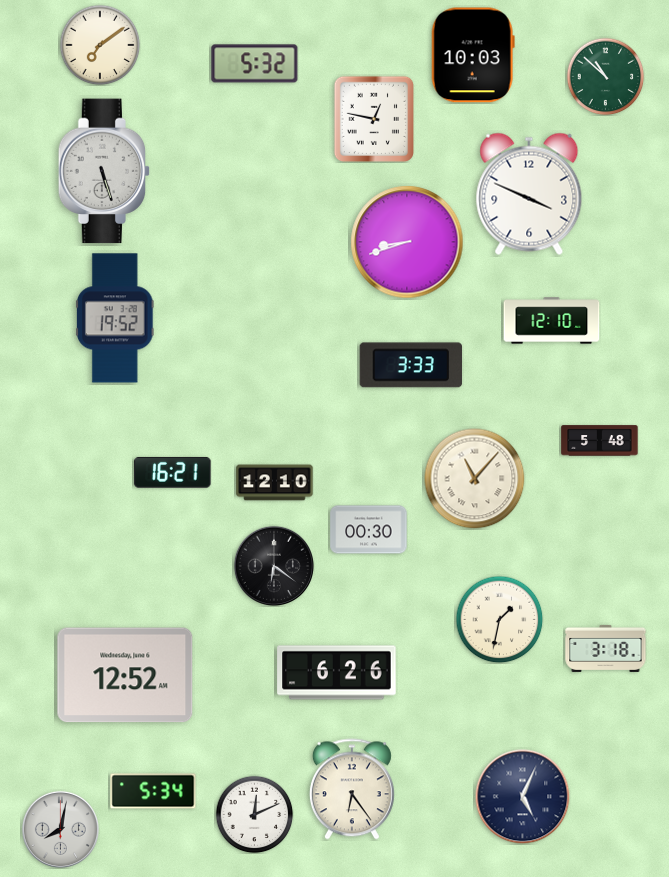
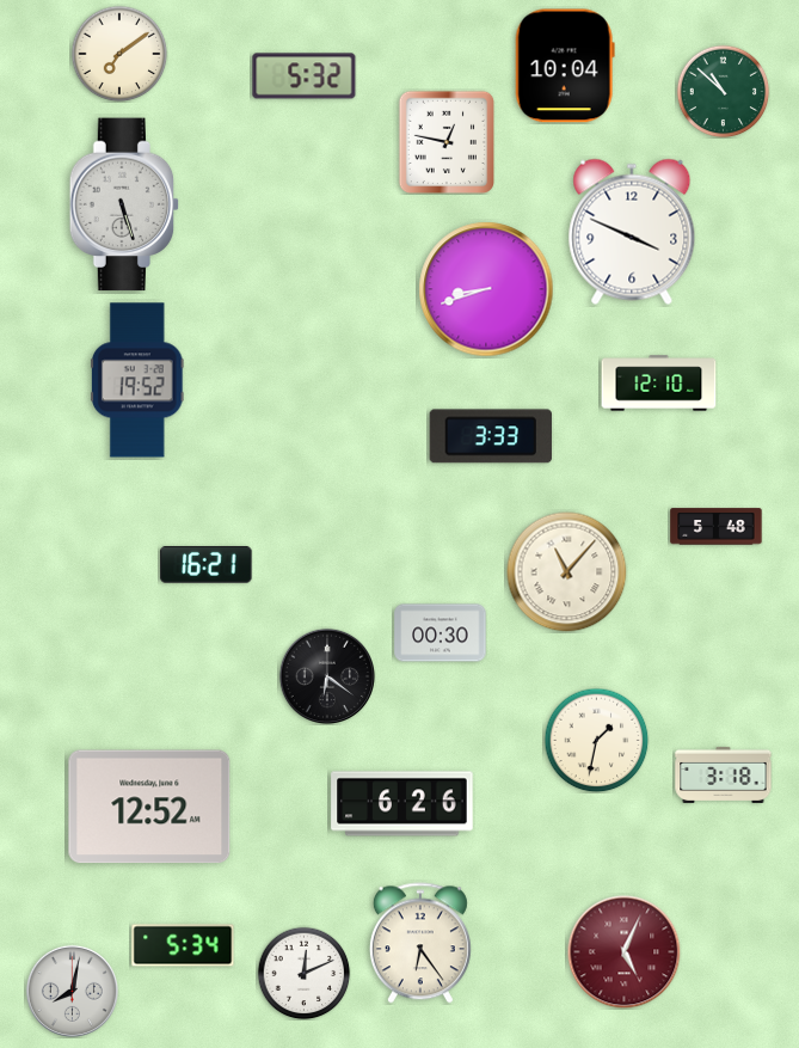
clock at (473, 55): 10:03 -> 10:04
clock at (275, 483): 12:10 -> none
clock at (522, 796) dial: navy -> burgundy
